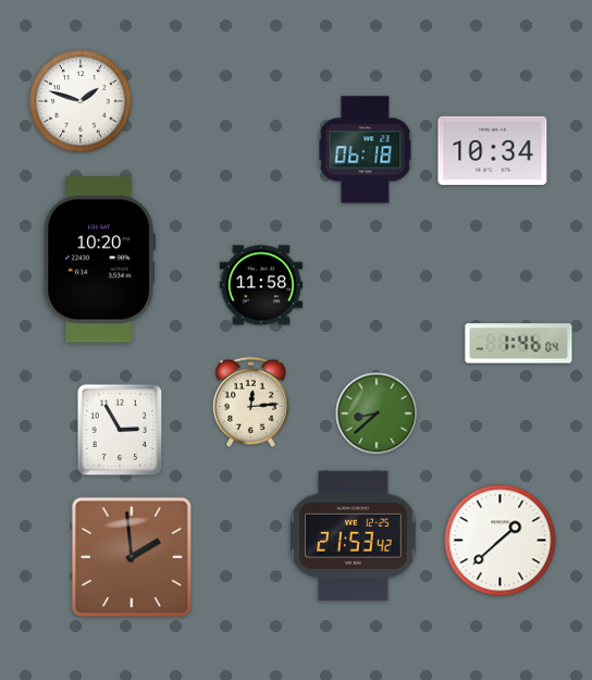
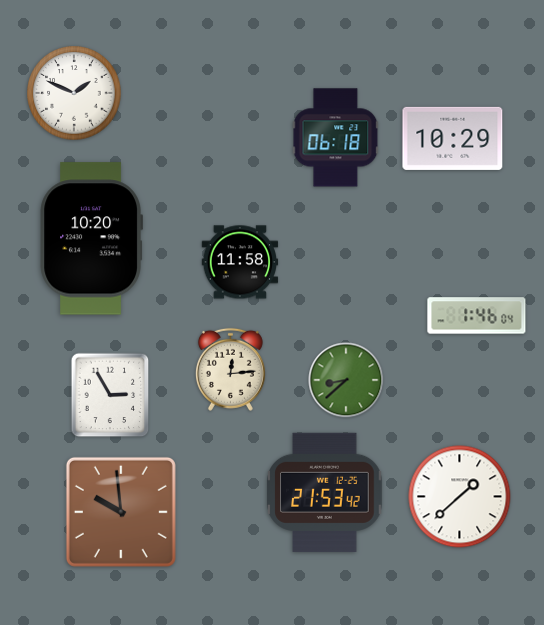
clock at (81, 101): 1:48 -> 1:49
clock at (493, 150): 10:34 -> 10:29
clock at (132, 557): 1:59 -> 9:59
